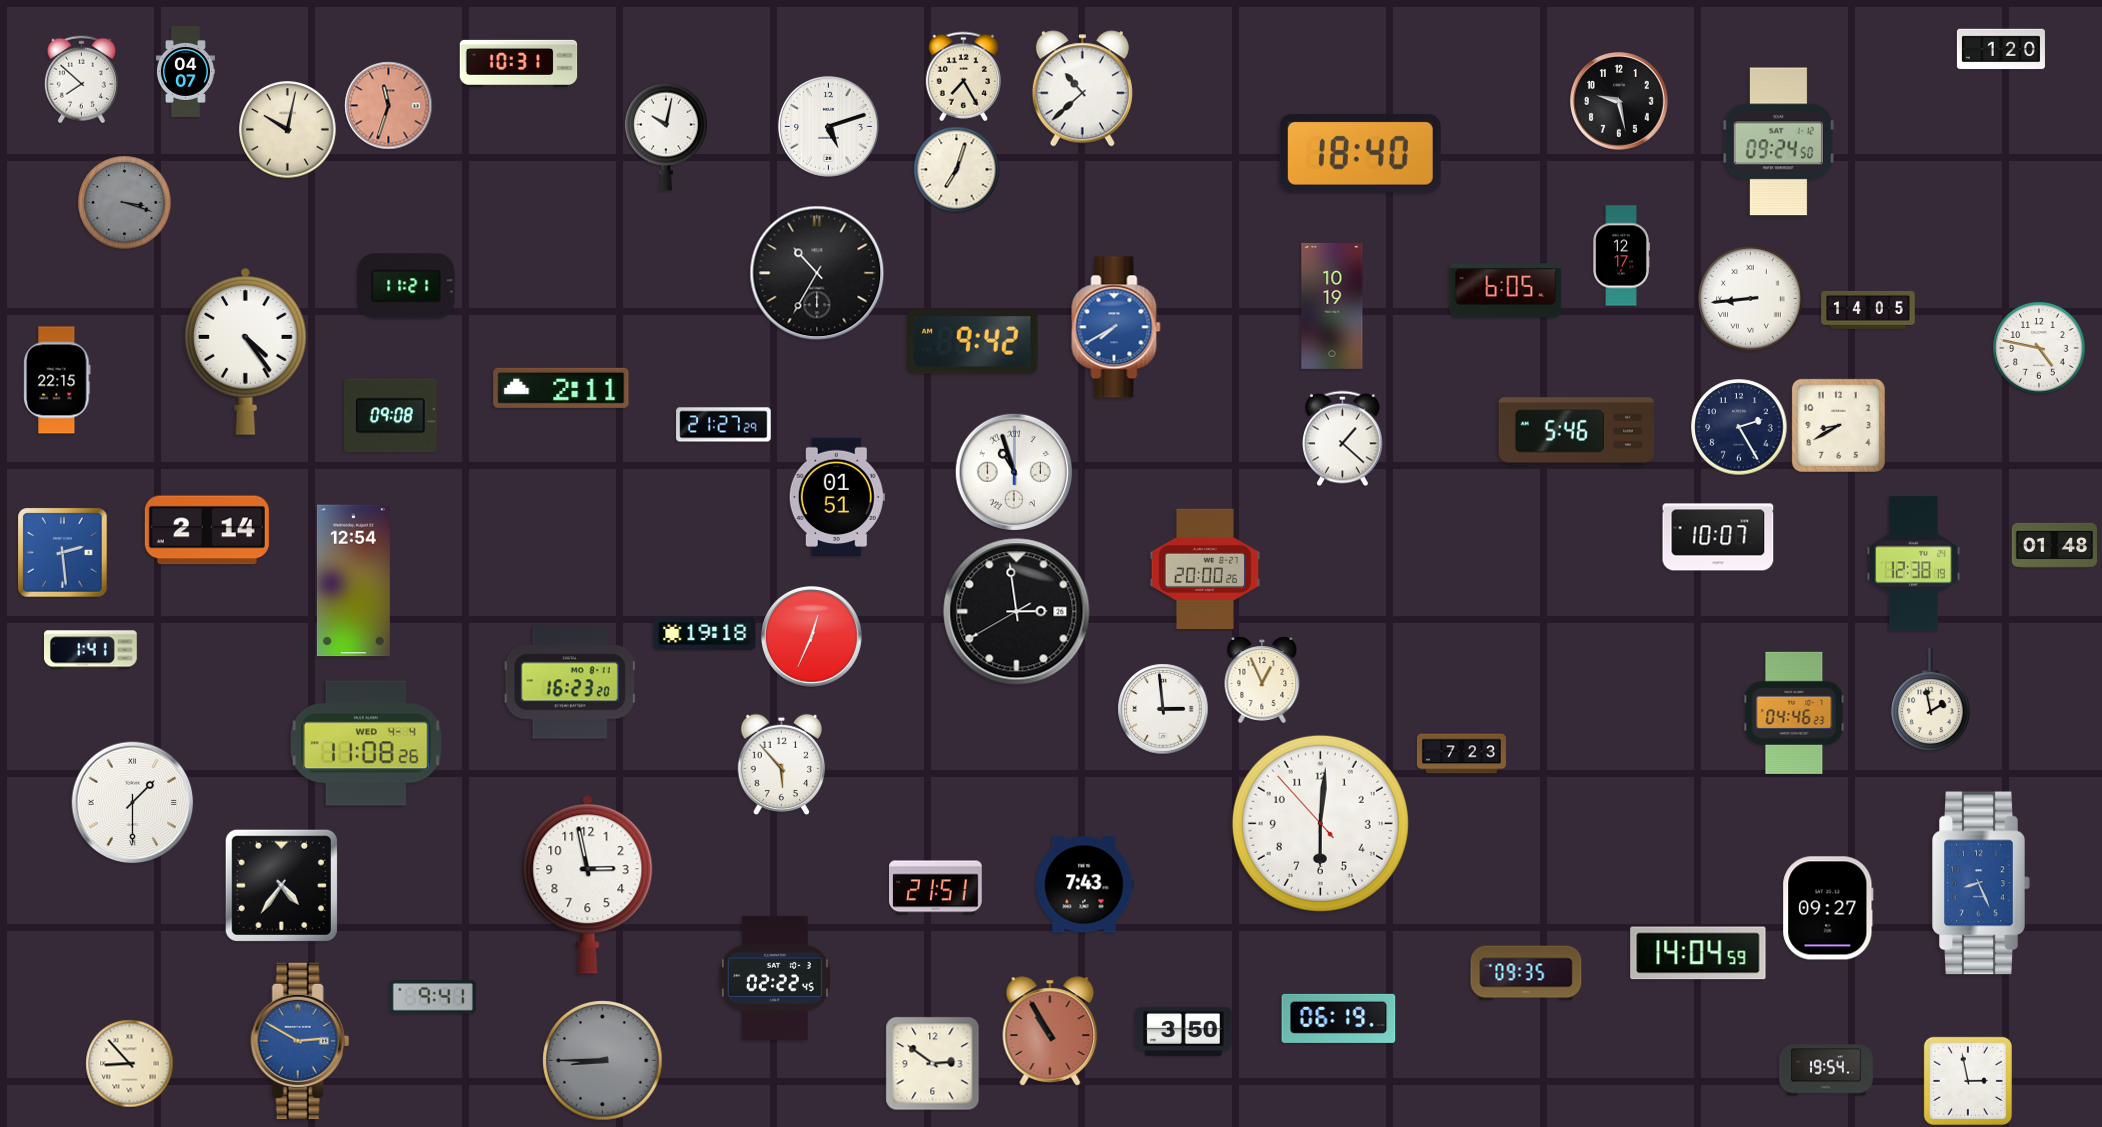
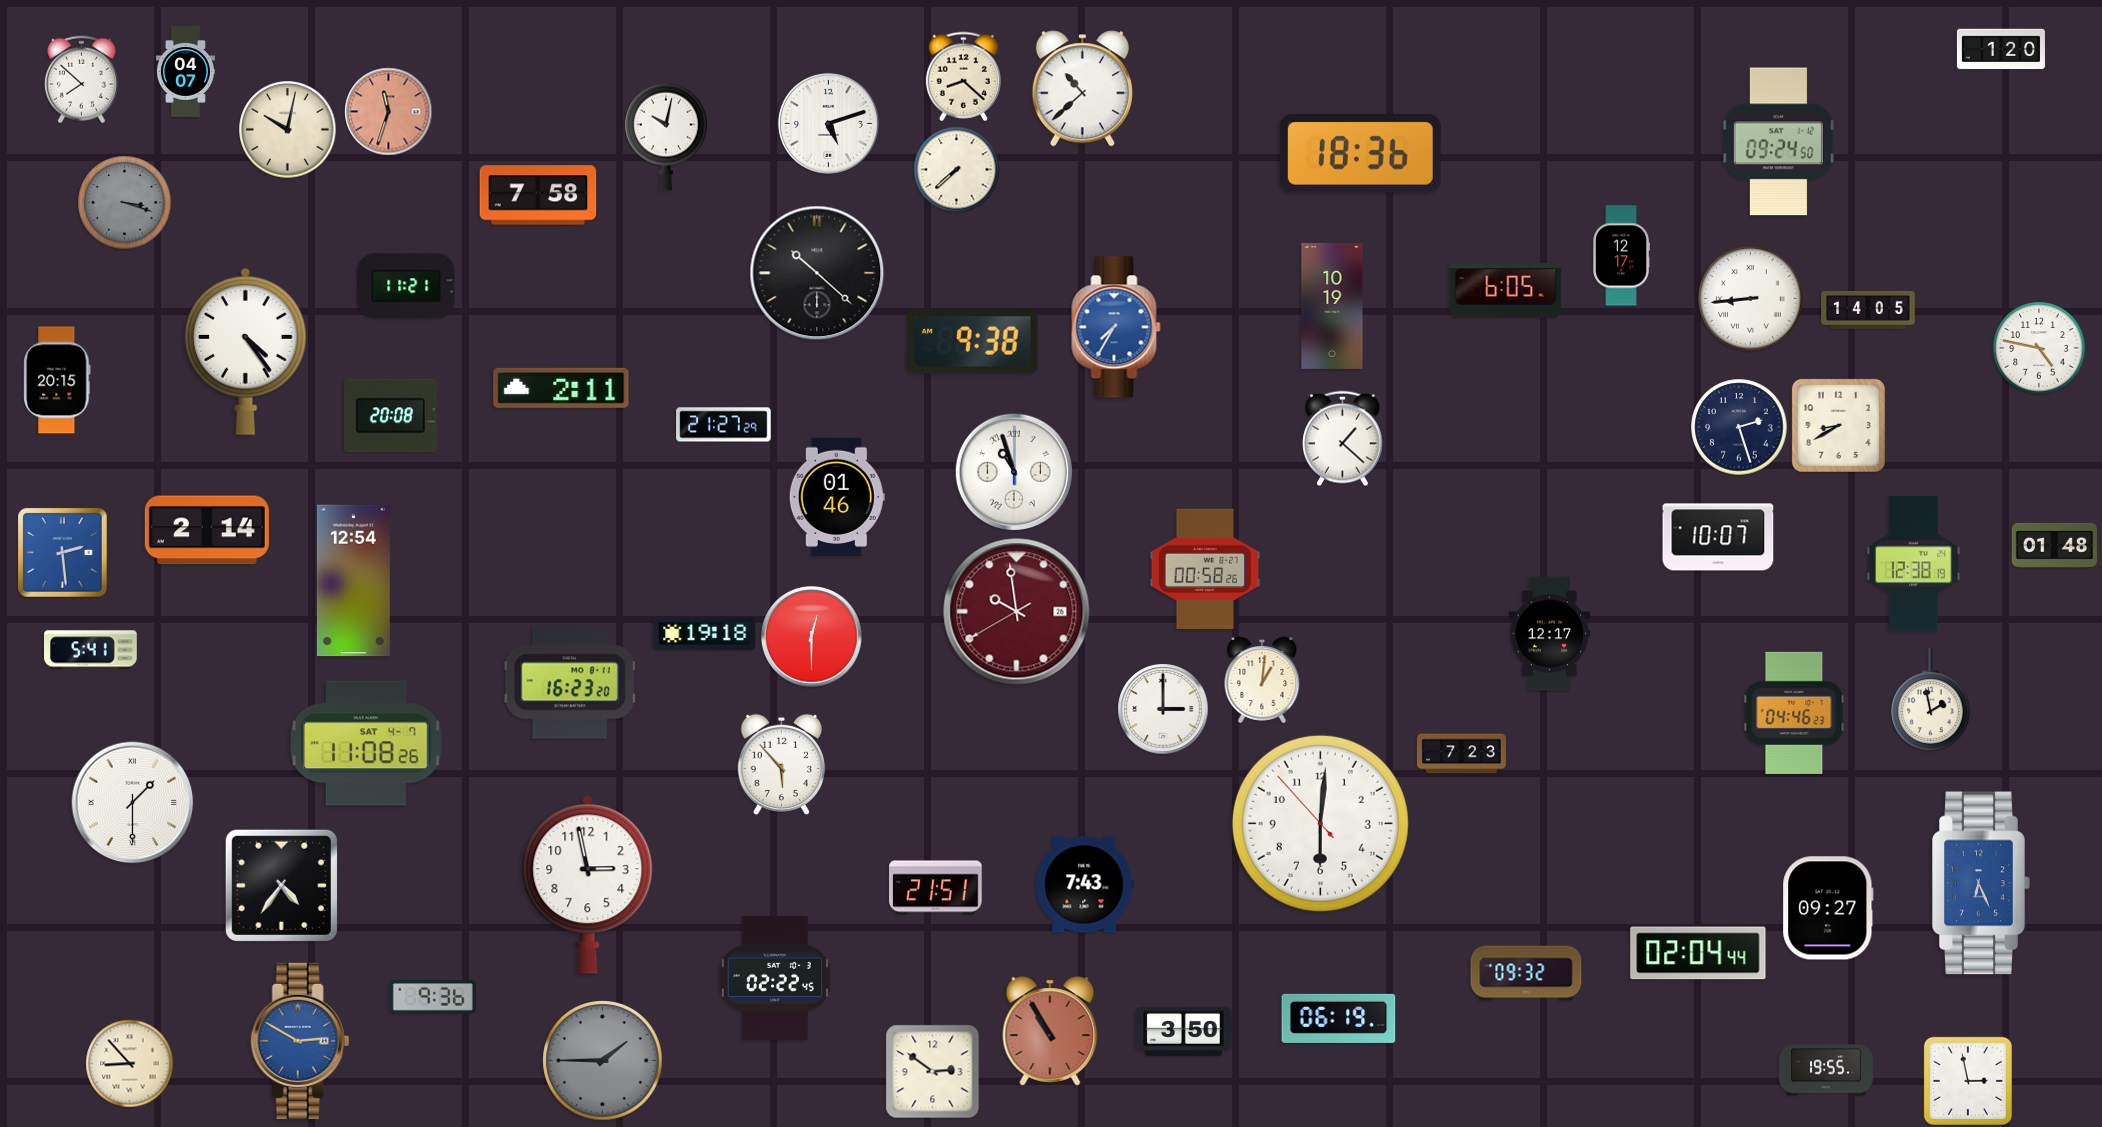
clock at (519, 63): 10:31 -> none
clock at (963, 77): 7:25 -> 8:22
clock at (1620, 102): 9:28 -> none
clock at (389, 106) position: (389, 106) -> (389, 112)
clock at (828, 126) position: (828, 126) -> (828, 123)
clock at (1360, 154): 18:40 -> 18:36
clock at (957, 170): 7:03 -> 7:38
clock at (538, 195): none -> 7:58
clock at (817, 273): 10:35 -> 10:22
clock at (1116, 327): 7:40 -> 7:35
clock at (973, 342): 9:42 -> 9:38
clock at (57, 380): 22:15 -> 20:15
clock at (390, 416): 09:08 -> 20:08
clock at (1739, 427): 2:25 -> 2:27
clock at (1576, 432): 5:46 -> none
clock at (837, 497): 01:51 -> 01:46
clock at (1205, 568): 20:00 -> 00:58
clock at (1017, 612): 2:58 -> 9:58
clock at (1017, 612) dial: black -> burgundy
clock at (1550, 634): none -> 12:17
clock at (811, 636): 12:34 -> 12:30
clock at (91, 650): 1:41 -> 5:41
clock at (1262, 680): 12:56 -> 1:01
clock at (1163, 709): 2:59 -> 3:00
clock at (367, 743) date: WED 4-4 -> SAT 4-7
clock at (1981, 883): 8:26 -> 6:26
clock at (1698, 953): 14:04 -> 02:04
clock at (1526, 973): 09:35 -> 09:32
clock at (433, 997): 9:41 -> 9:36
clock at (603, 1061): 8:45 -> 1:45
clock at (933, 1064) position: (933, 1064) -> (933, 1072)
clock at (1826, 1070): 19:54 -> 19:55
